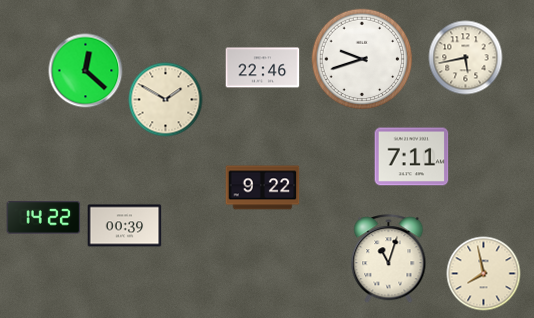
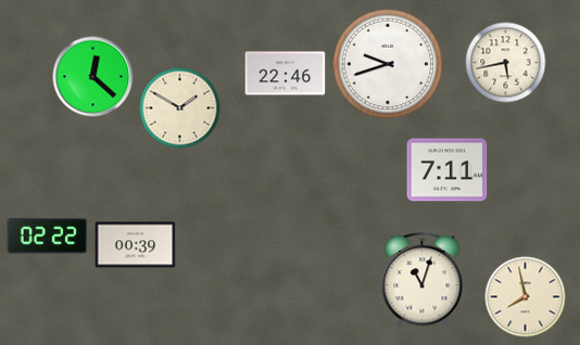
clock at (362, 59) position: (362, 59) -> (388, 64)
clock at (263, 188): 9:22 -> none
clock at (44, 218): 14:22 -> 02:22
